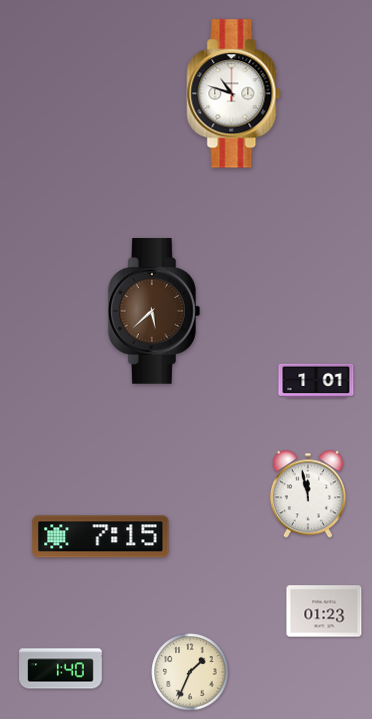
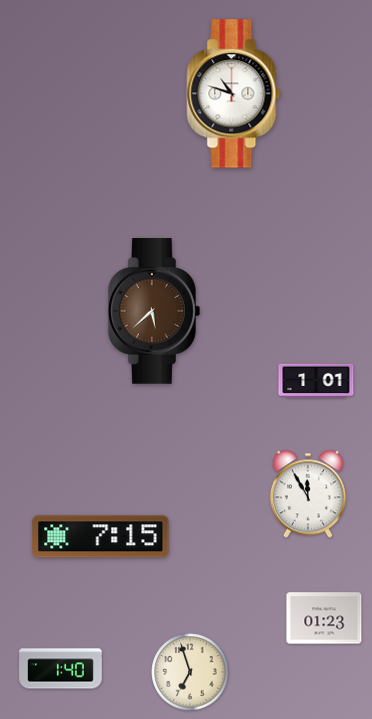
clock at (308, 494): 11:58 -> 11:55
clock at (324, 611) position: (324, 611) -> (324, 618)
clock at (190, 672): 1:34 -> 6:57
